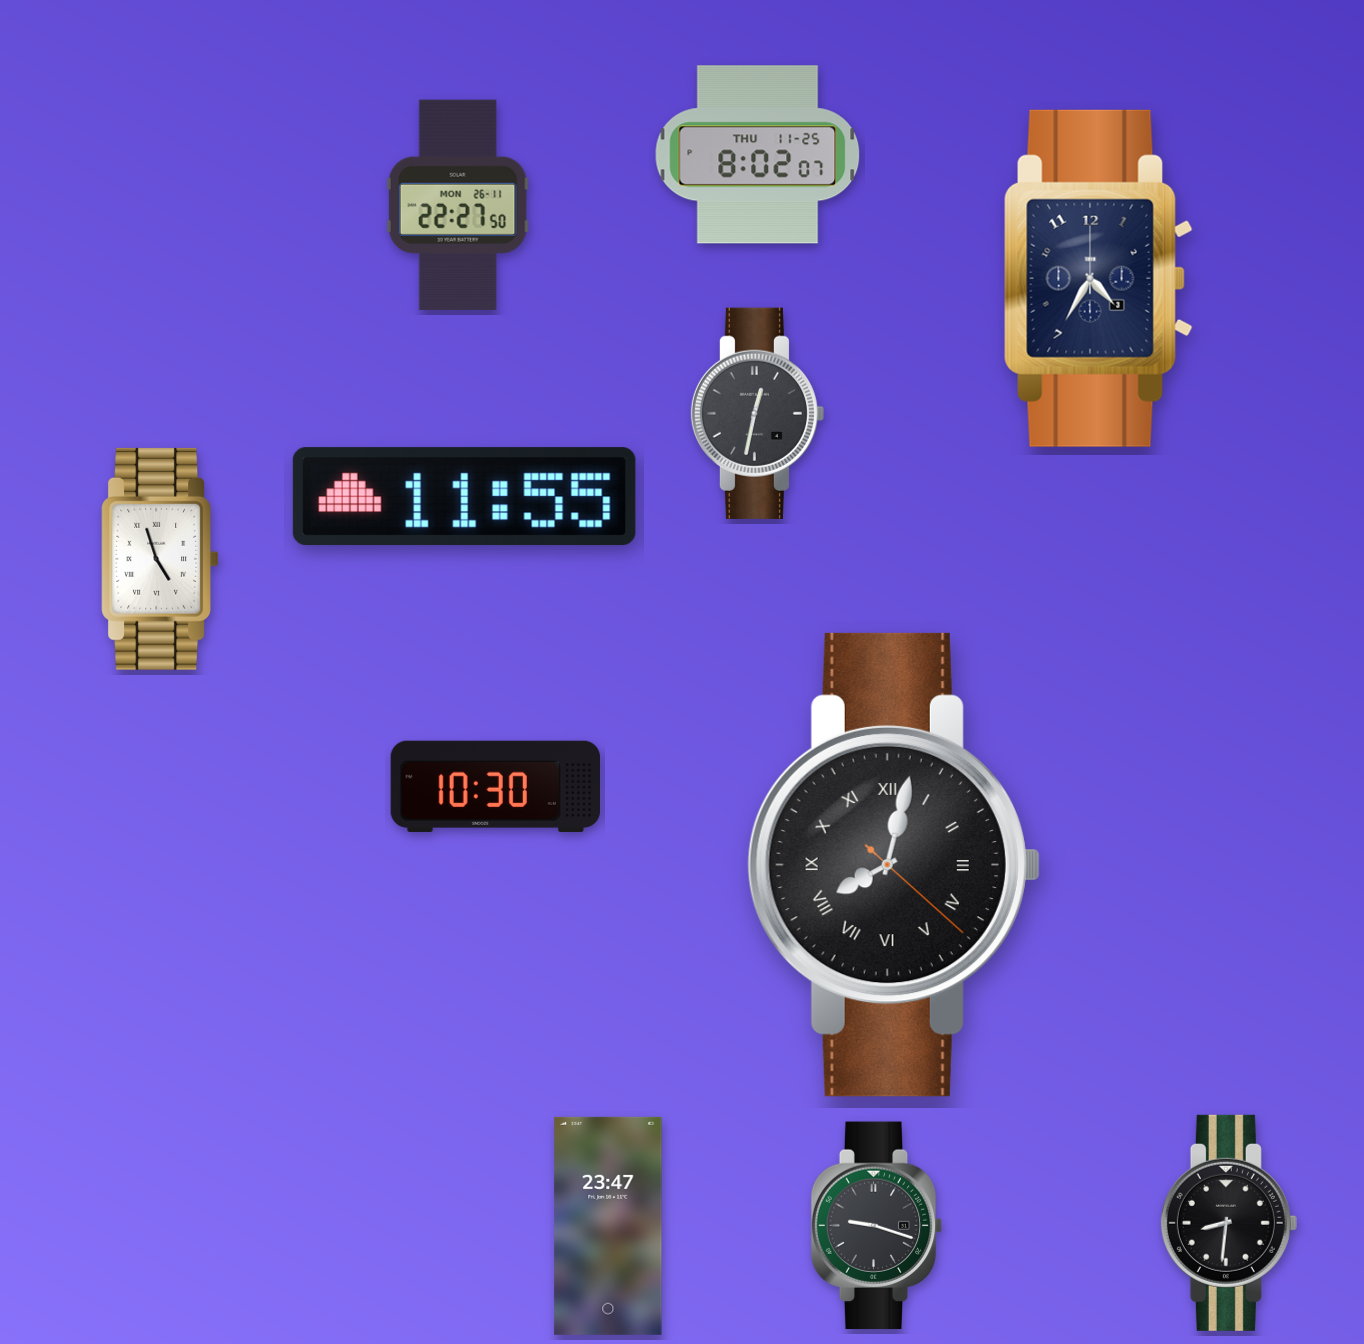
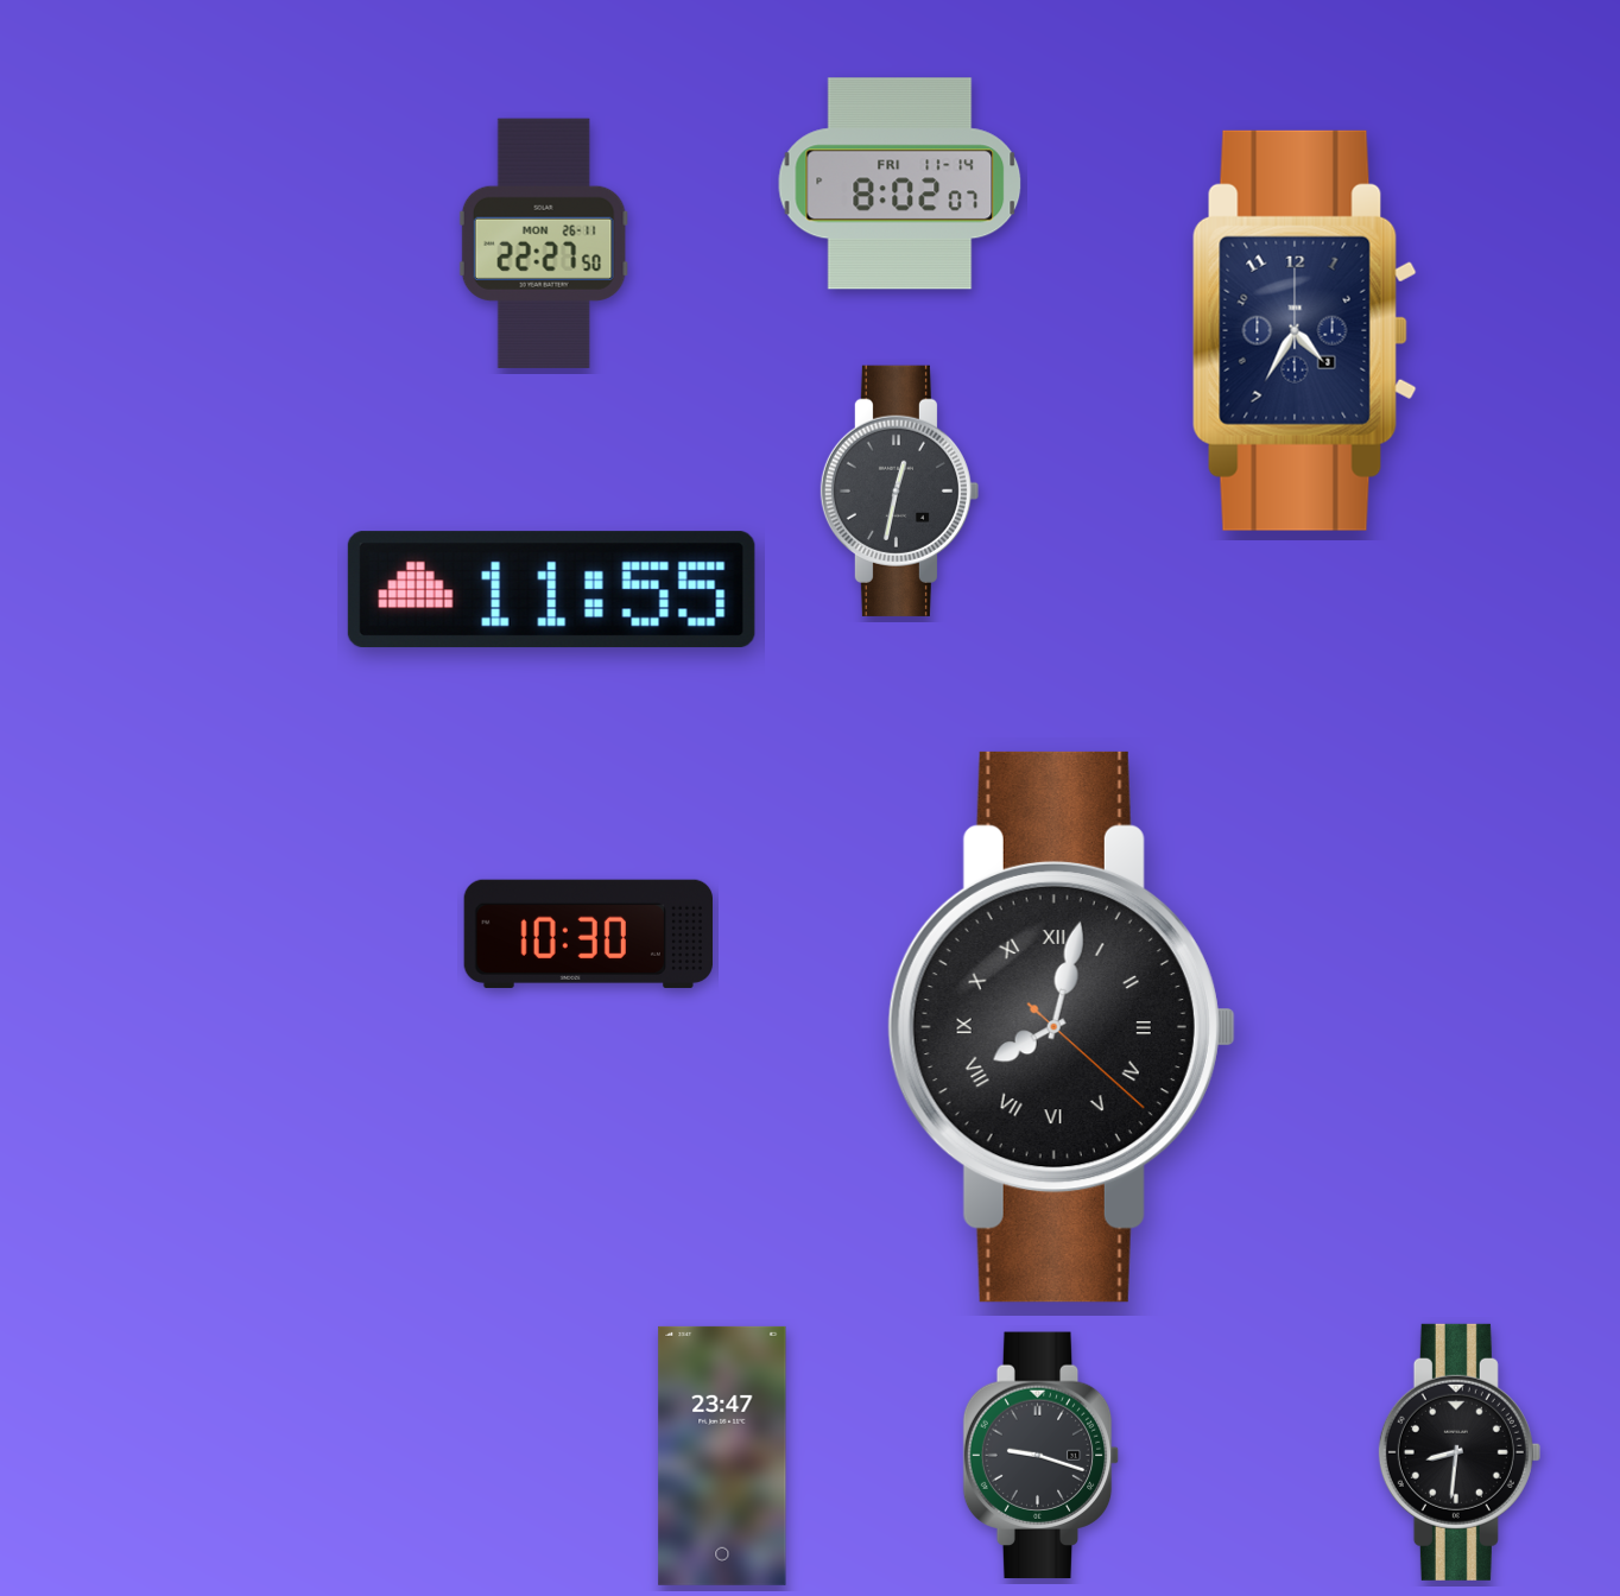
clock at (758, 155) date: THU 11-25 -> FRI 11-14
clock at (161, 559): 4:57 -> none
